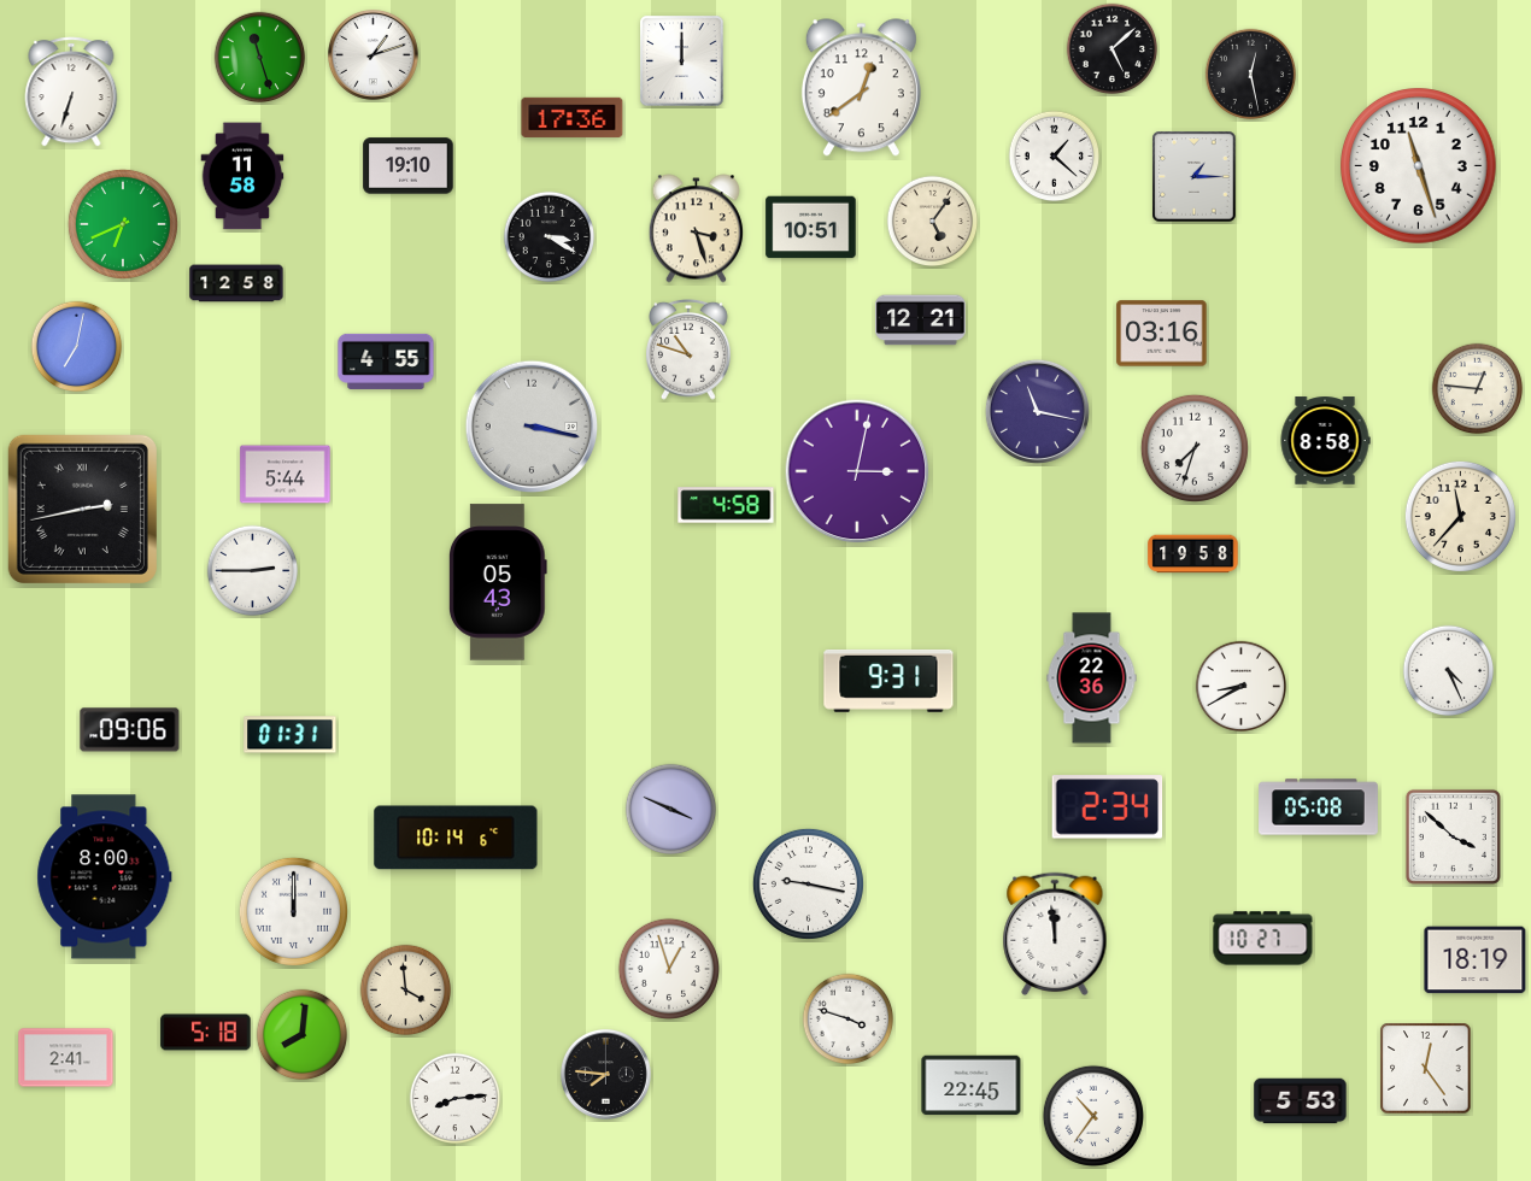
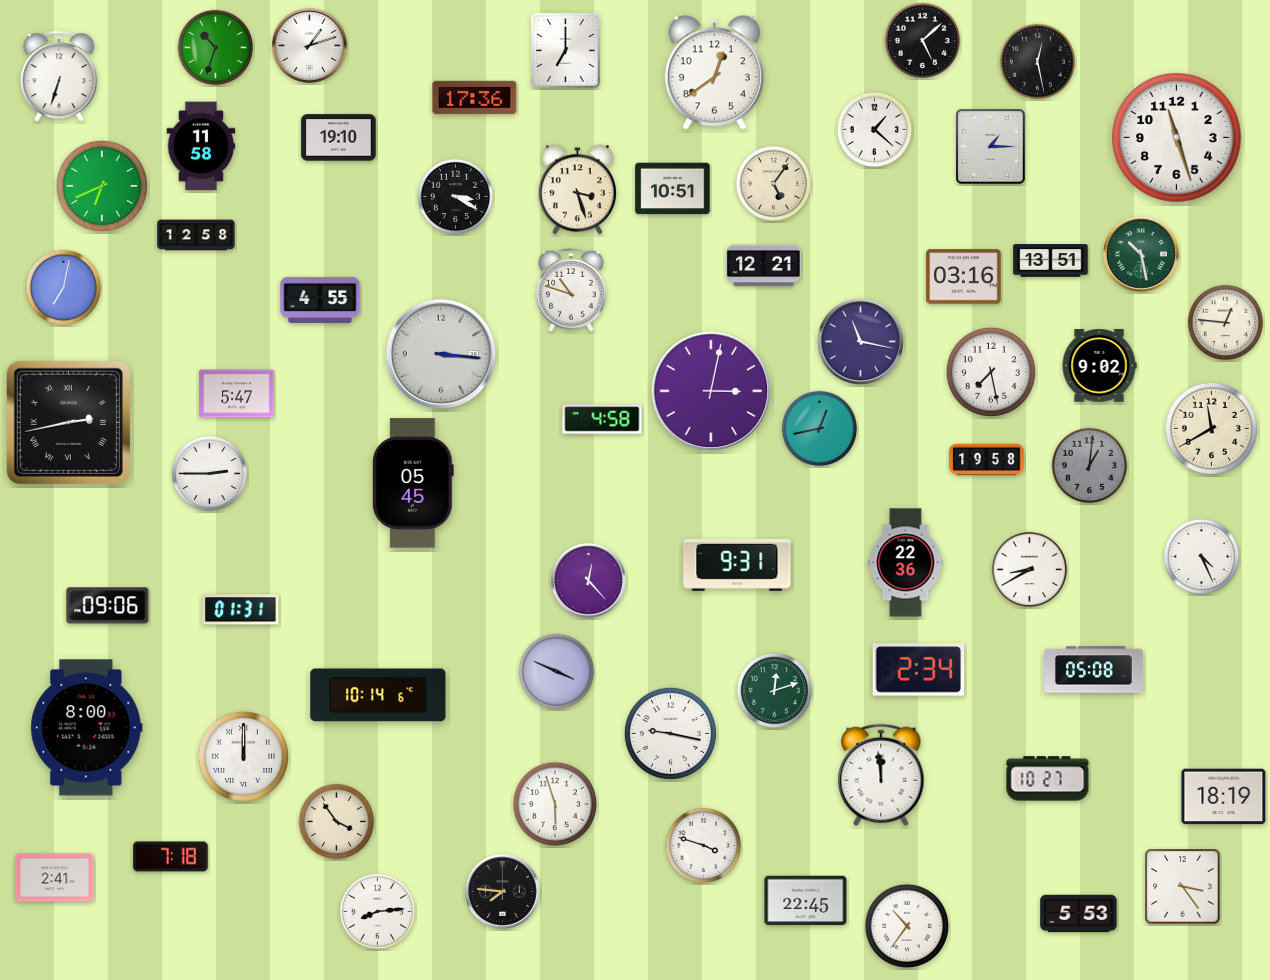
clock at (260, 58): 11:27 -> 10:33
clock at (682, 61): 12:00 -> 7:00
clock at (1141, 254): none -> 10:28
clock at (1051, 261): none -> 13:51
clock at (532, 427): 3:17 -> 3:16
clock at (1325, 441): 8:58 -> 9:02
clock at (1195, 448): 7:33 -> 7:28
clock at (286, 475): 5:44 -> 5:47
clock at (1460, 516): 11:37 -> 11:40
clock at (820, 429): none -> 12:43
clock at (1193, 554) position: (1193, 554) -> (987, 460)
clock at (1090, 466): none -> 1:01
clock at (498, 582): 05:43 -> 05:45
clock at (588, 580): none -> 12:23
clock at (775, 691): none -> 12:12
clock at (1453, 836): 3:52 -> none
clock at (1055, 934) position: (1055, 934) -> (881, 775)
clock at (668, 968): 12:57 -> 5:57
clock at (406, 991): 3:59 -> 3:54
clock at (206, 1033): 5:18 -> 7:18
clock at (303, 1035): 8:01 -> none
clock at (1426, 1069): 12:24 -> 3:24
